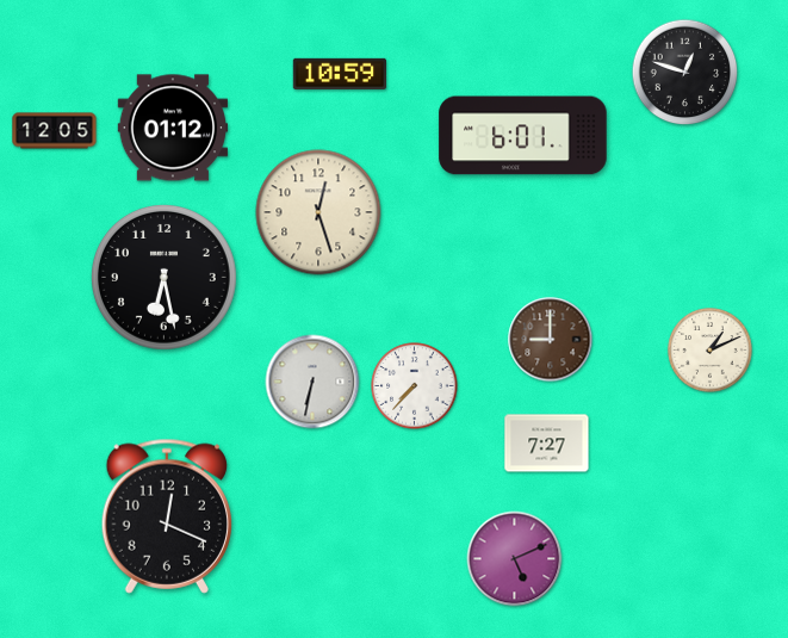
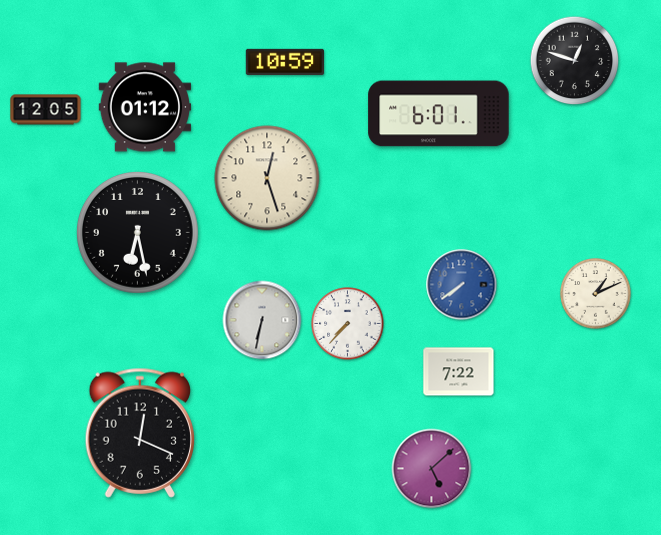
clock at (551, 340): 9:00 -> 7:39
clock at (551, 340) dial: brown -> blue
clock at (547, 444): 7:27 -> 7:22
clock at (515, 559): 5:11 -> 5:08
